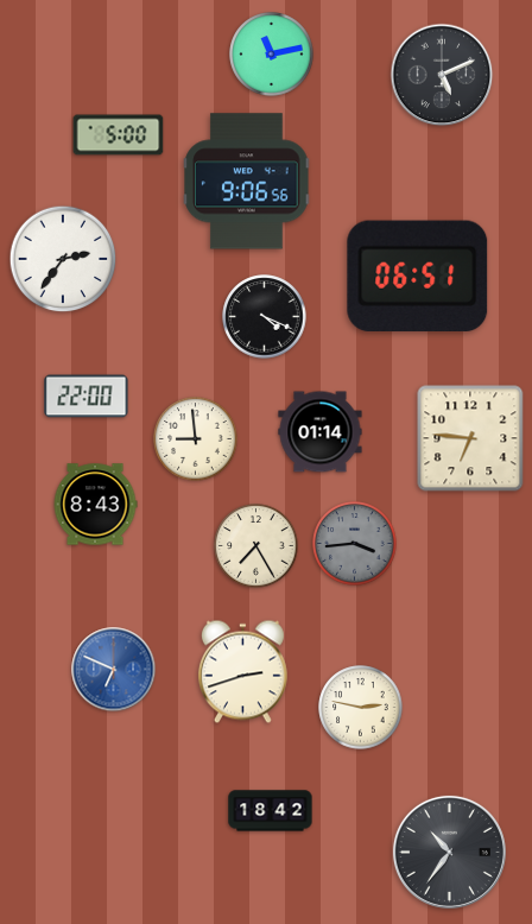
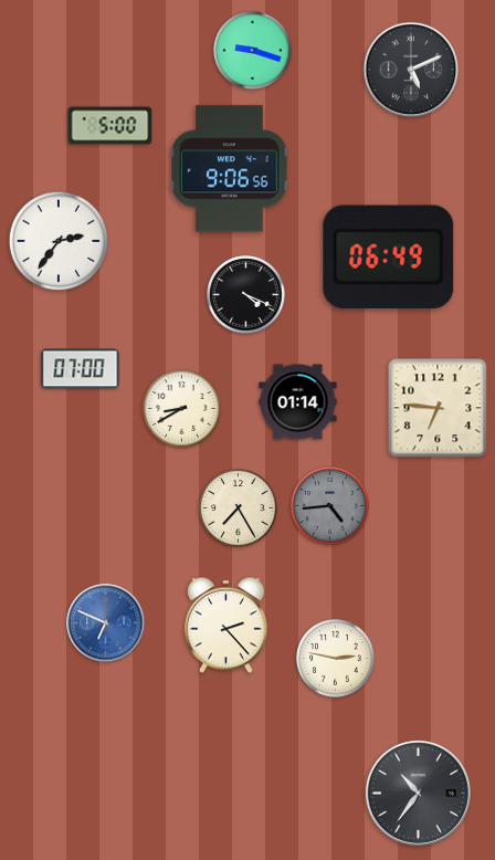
clock at (272, 55): 11:13 -> 9:18
clock at (418, 276): 06:51 -> 06:49
clock at (87, 397): 22:00 -> 07:00
clock at (196, 439): 8:59 -> 8:40
clock at (95, 505): 8:43 -> none
clock at (355, 544): 3:44 -> 4:44
clock at (242, 672): 2:42 -> 2:23
clock at (271, 811): 18:42 -> none
